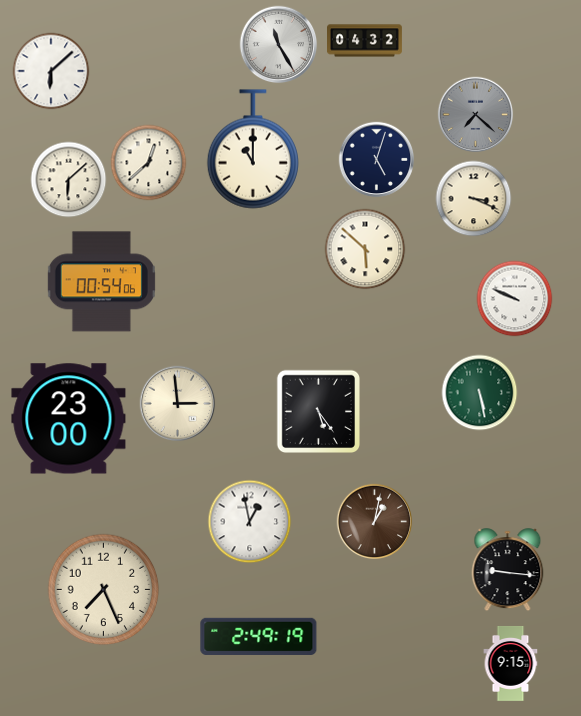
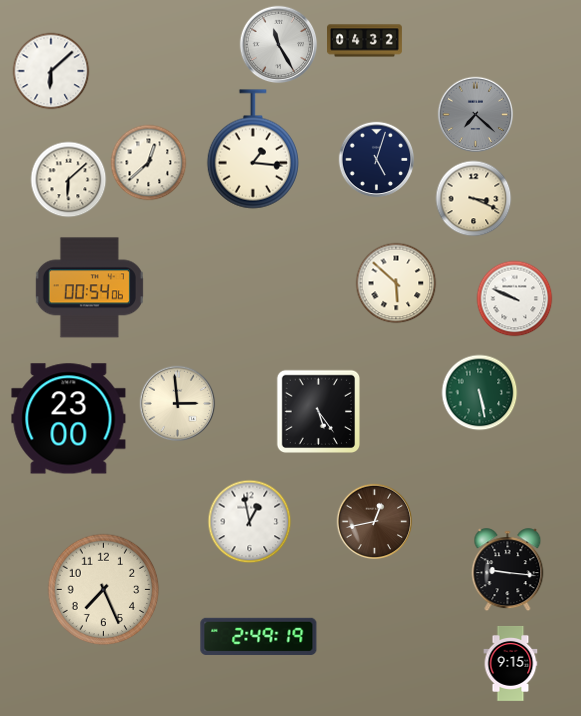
clock at (252, 149): 11:00 -> 1:16
clock at (365, 249) position: (365, 249) -> (396, 283)
clock at (101, 282) position: (101, 282) -> (89, 288)
clock at (375, 522): 1:02 -> 12:43
